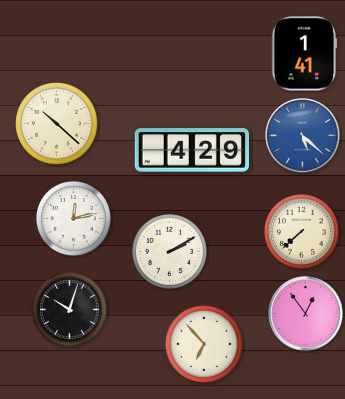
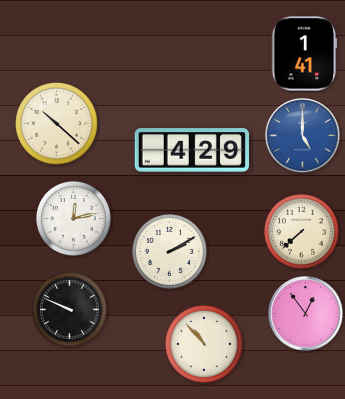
clock at (303, 136): 5:22 -> 5:00
clock at (69, 309): 10:03 -> 9:49
clock at (204, 344): 6:53 -> 10:53
